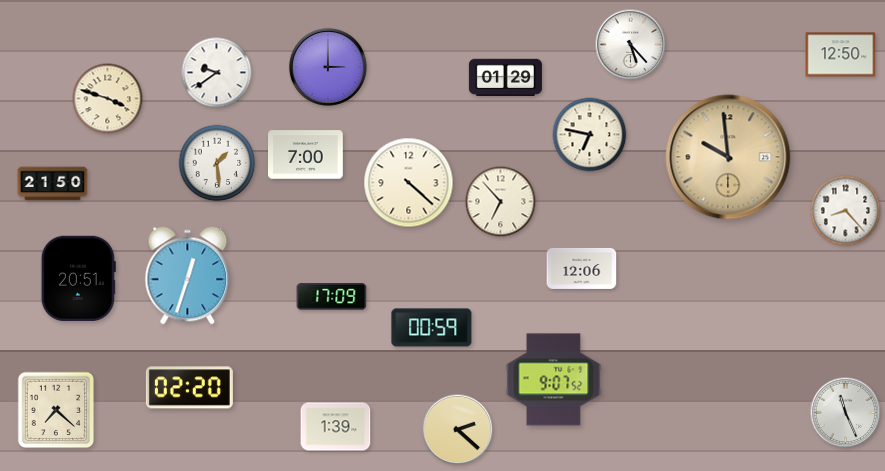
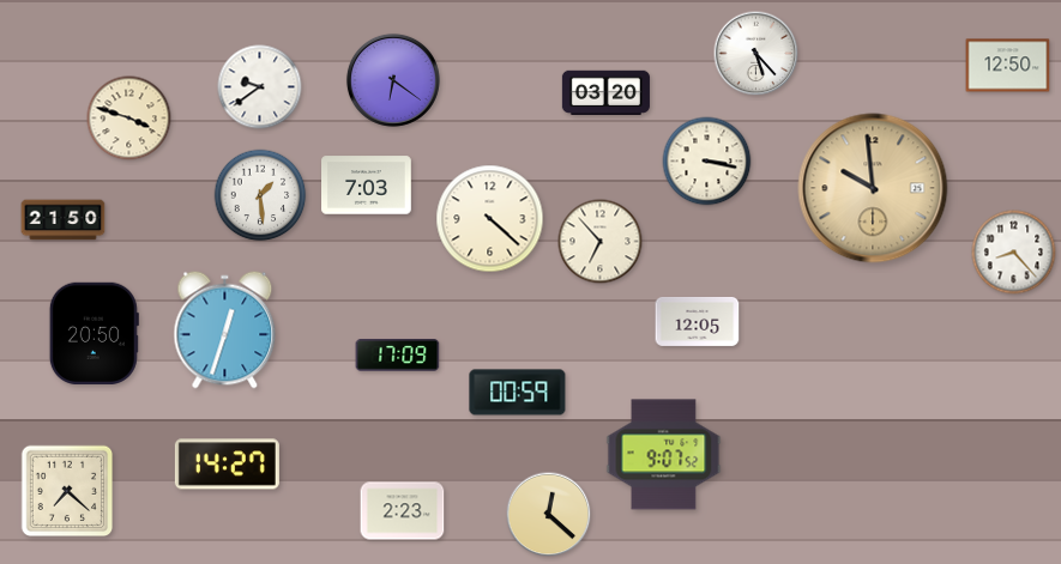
clock at (328, 67): 3:00 -> 6:21
clock at (505, 77): 01:29 -> 03:20
clock at (590, 135): 6:47 -> 3:17
clock at (306, 155): 7:00 -> 7:03
clock at (582, 268): 12:06 -> 12:05
clock at (78, 278): 20:51 -> 20:50
clock at (189, 388): 02:20 -> 14:27
clock at (846, 413): 11:26 -> none
clock at (336, 427): 1:39 -> 2:23
clock at (458, 430): 2:22 -> 12:22
